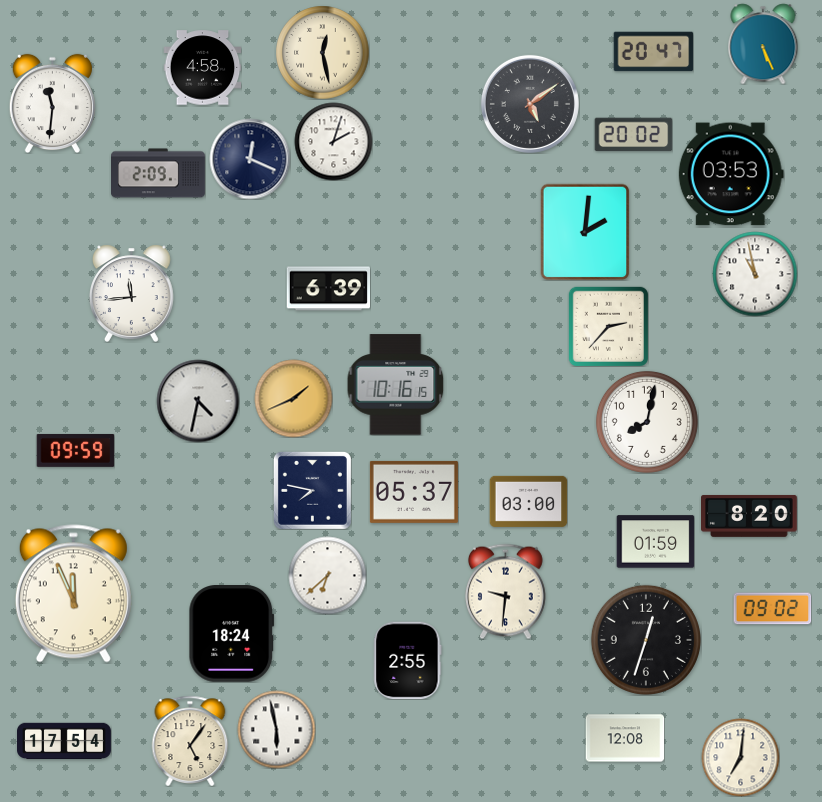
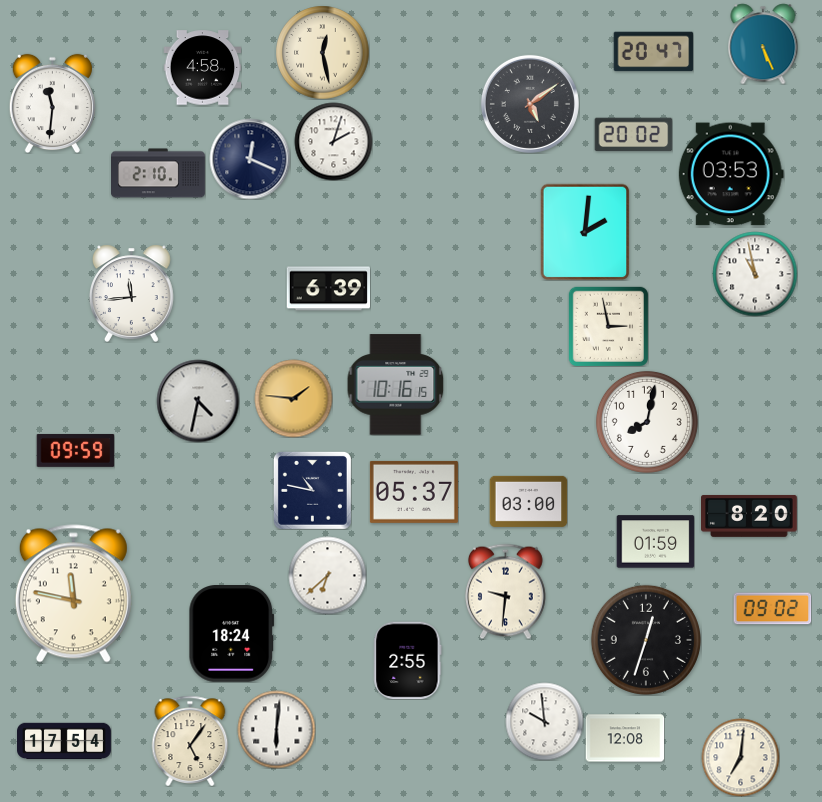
clock at (159, 173): 2:09 -> 2:10
clock at (608, 326): 2:37 -> 2:58
clock at (293, 398): 1:41 -> 1:46
clock at (312, 490): 7:47 -> 10:47
clock at (73, 594): 11:56 -> 11:47
clock at (544, 721): none -> 9:59
clock at (276, 729): 5:58 -> 6:01
